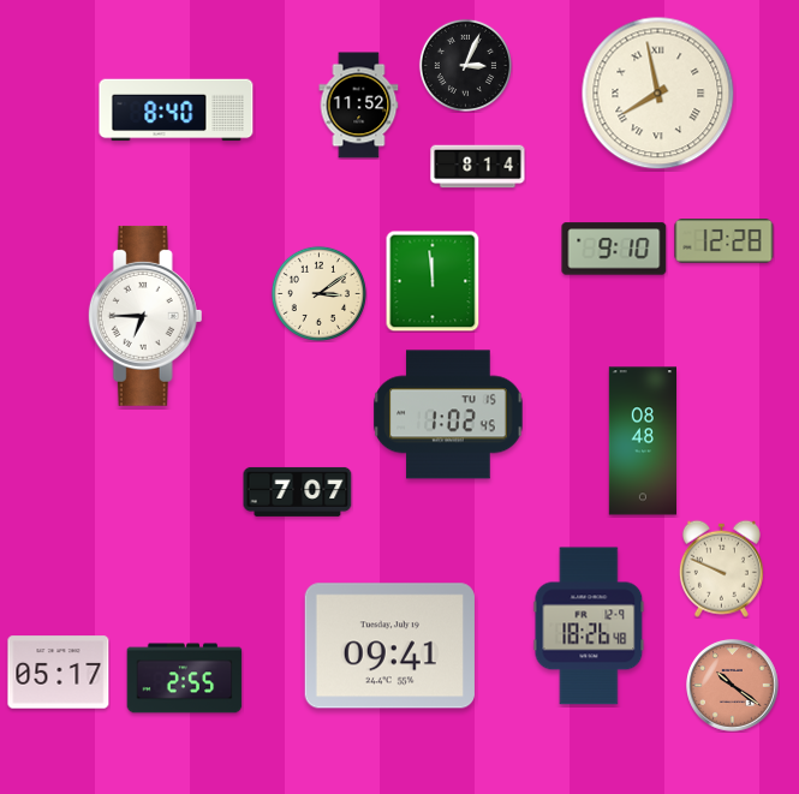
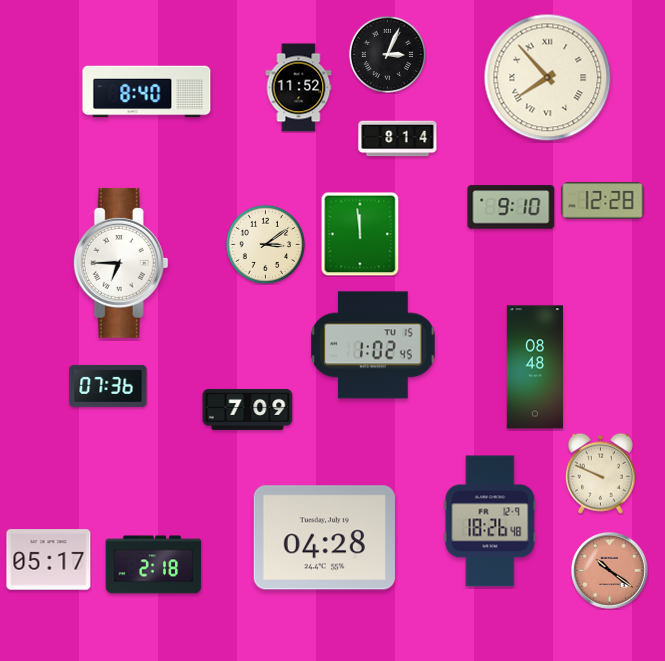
clock at (658, 94): 7:58 -> 7:53
clock at (108, 386): none -> 07:36
clock at (298, 491): 7:07 -> 7:09
clock at (389, 646): 09:41 -> 04:28
clock at (185, 679): 2:55 -> 2:18
